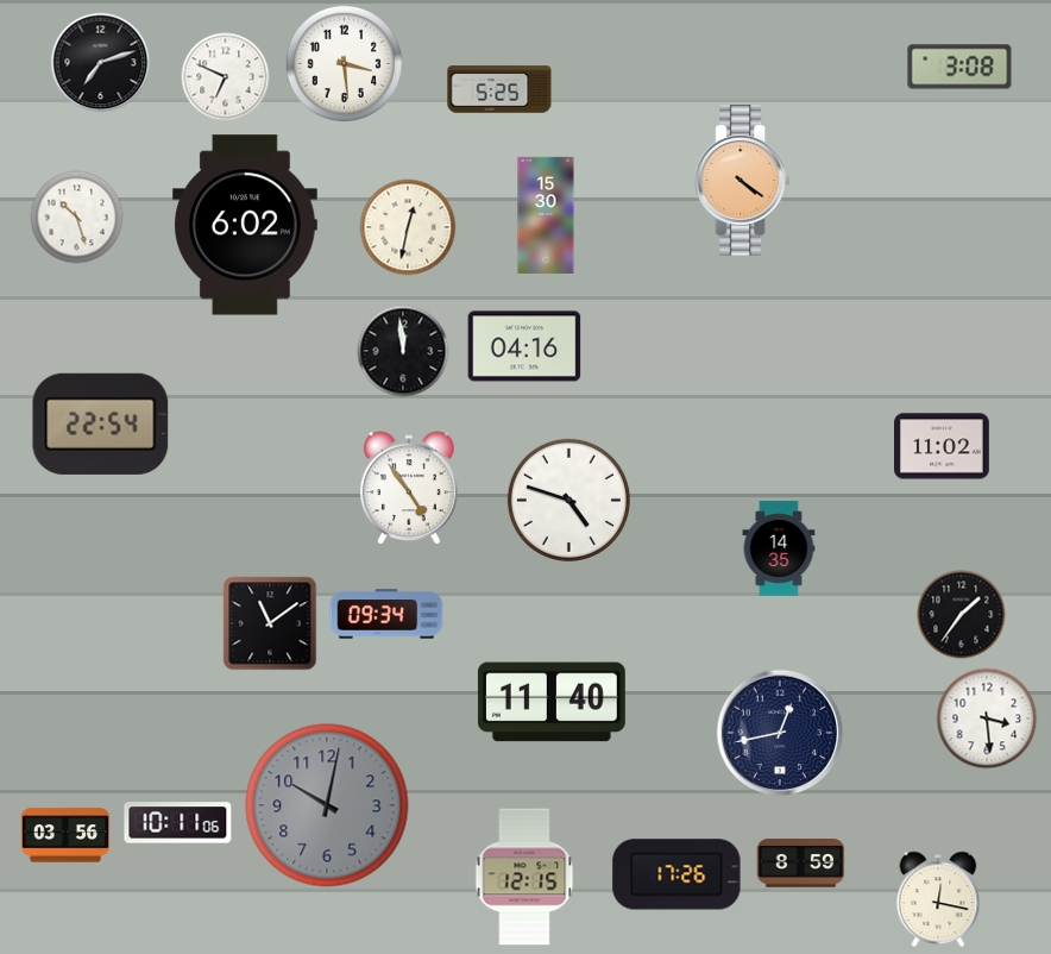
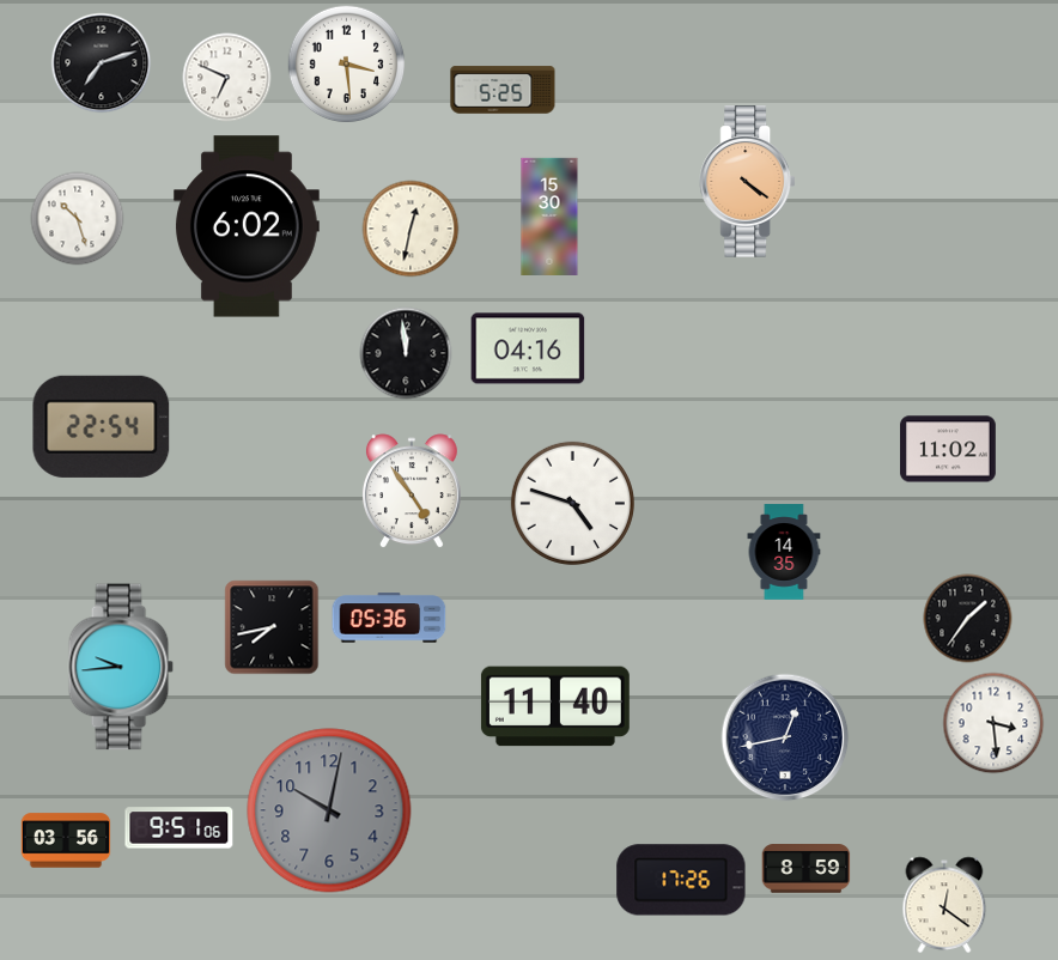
clock at (959, 67): 3:08 -> none
clock at (386, 614): 09:34 -> 05:36
clock at (270, 623): 11:09 -> 7:43
clock at (121, 667): none -> 9:44
clock at (178, 823): 10:11 -> 9:51
clock at (524, 877): 12:15 -> none
clock at (938, 899): 12:17 -> 12:21
